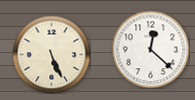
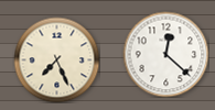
clock at (51, 54): 5:26 -> 7:26
